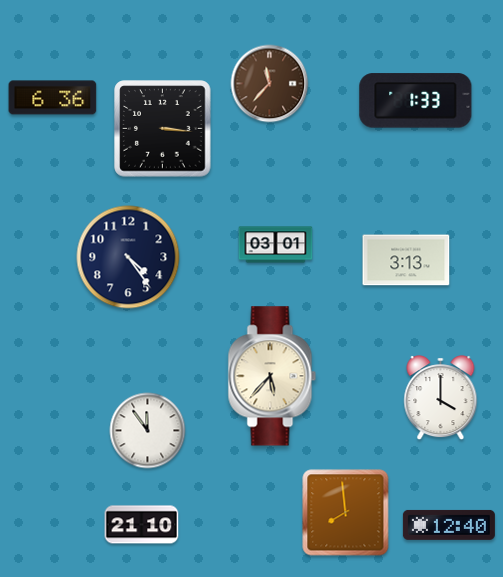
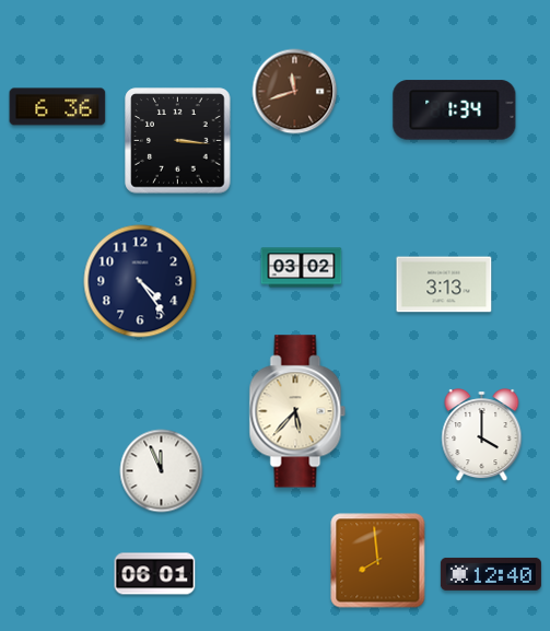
clock at (270, 84): 11:37 -> 11:42
clock at (416, 101): 1:33 -> 1:34
clock at (276, 245): 03:01 -> 03:02
clock at (148, 431): 11:54 -> 11:56
clock at (142, 525): 21:10 -> 06:01
